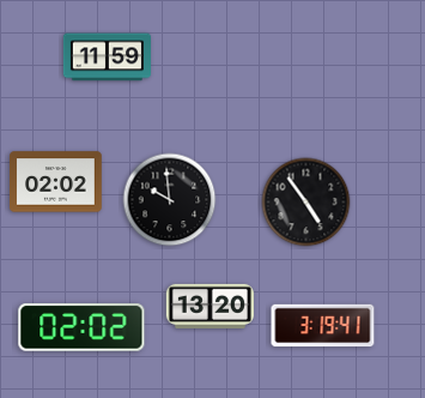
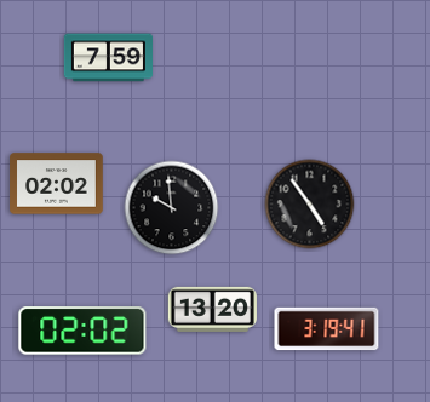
clock at (107, 58): 11:59 -> 7:59
clock at (170, 200) position: (170, 200) -> (172, 208)
